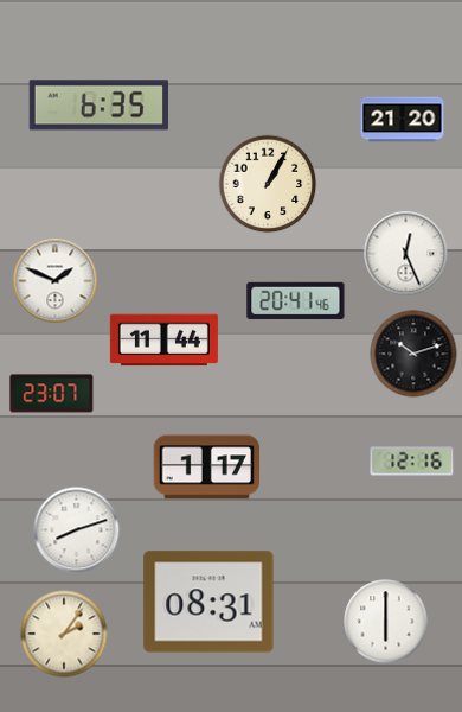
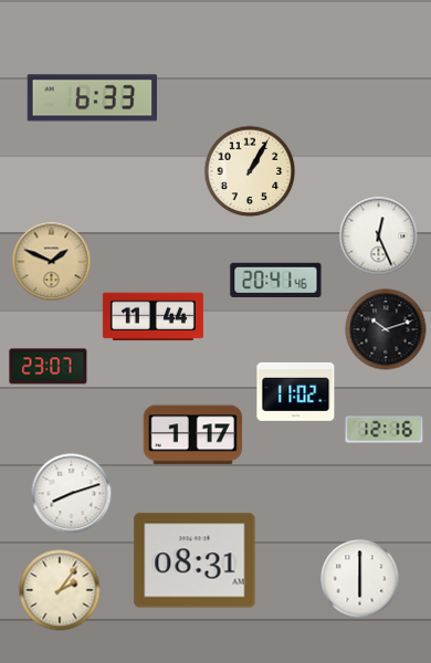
clock at (98, 106): 6:35 -> 6:33
clock at (403, 120): 21:20 -> none
clock at (56, 281) dial: white -> champagne
clock at (296, 391): none -> 11:02
